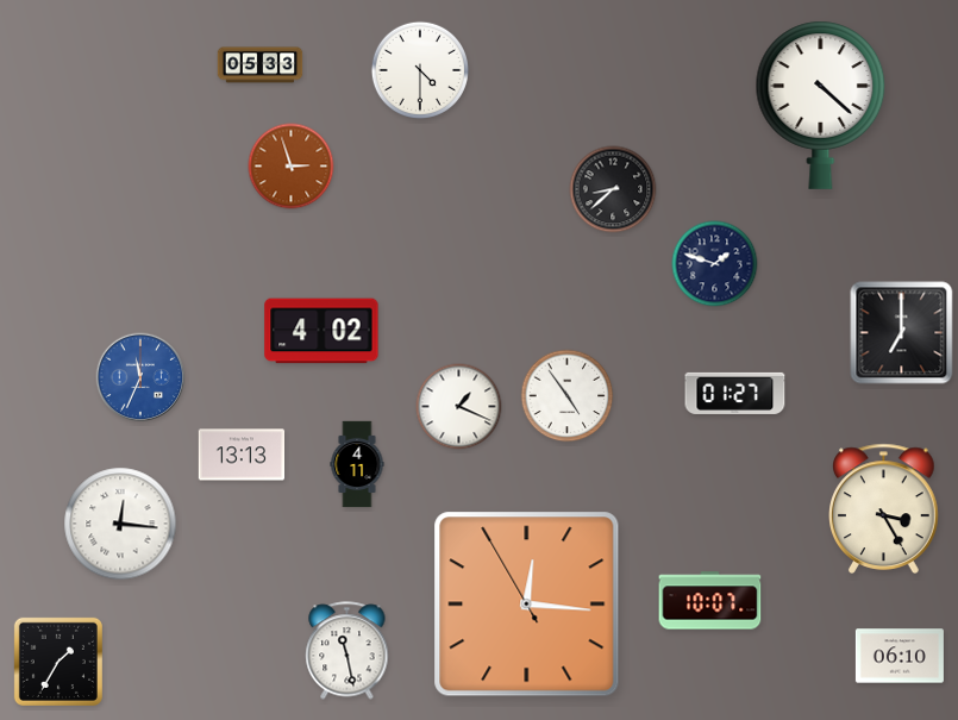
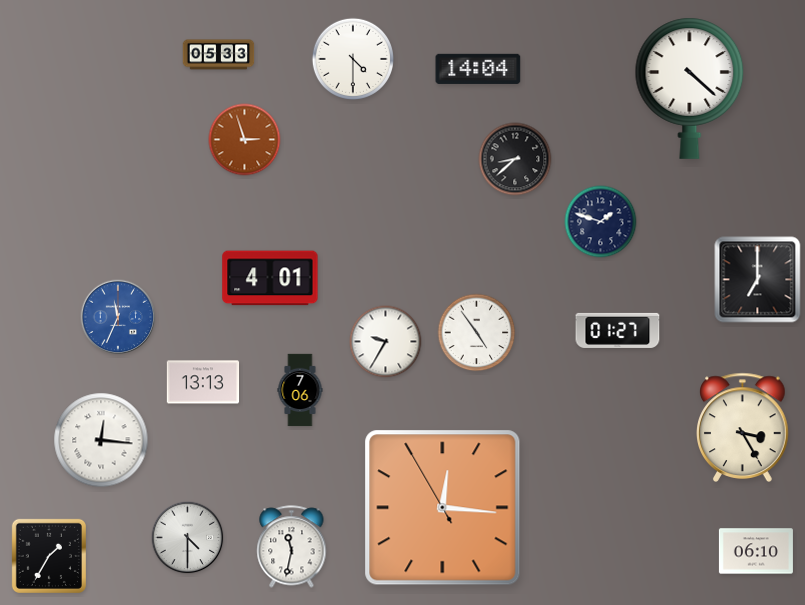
clock at (478, 69): none -> 14:04
clock at (321, 331): 4:02 -> 4:01
clock at (459, 407): 1:19 -> 9:35
clock at (357, 464): 4:11 -> 7:06
clock at (710, 601): 10:07 -> none
clock at (188, 538): none -> 4:30
clock at (347, 651): 11:28 -> 11:32
